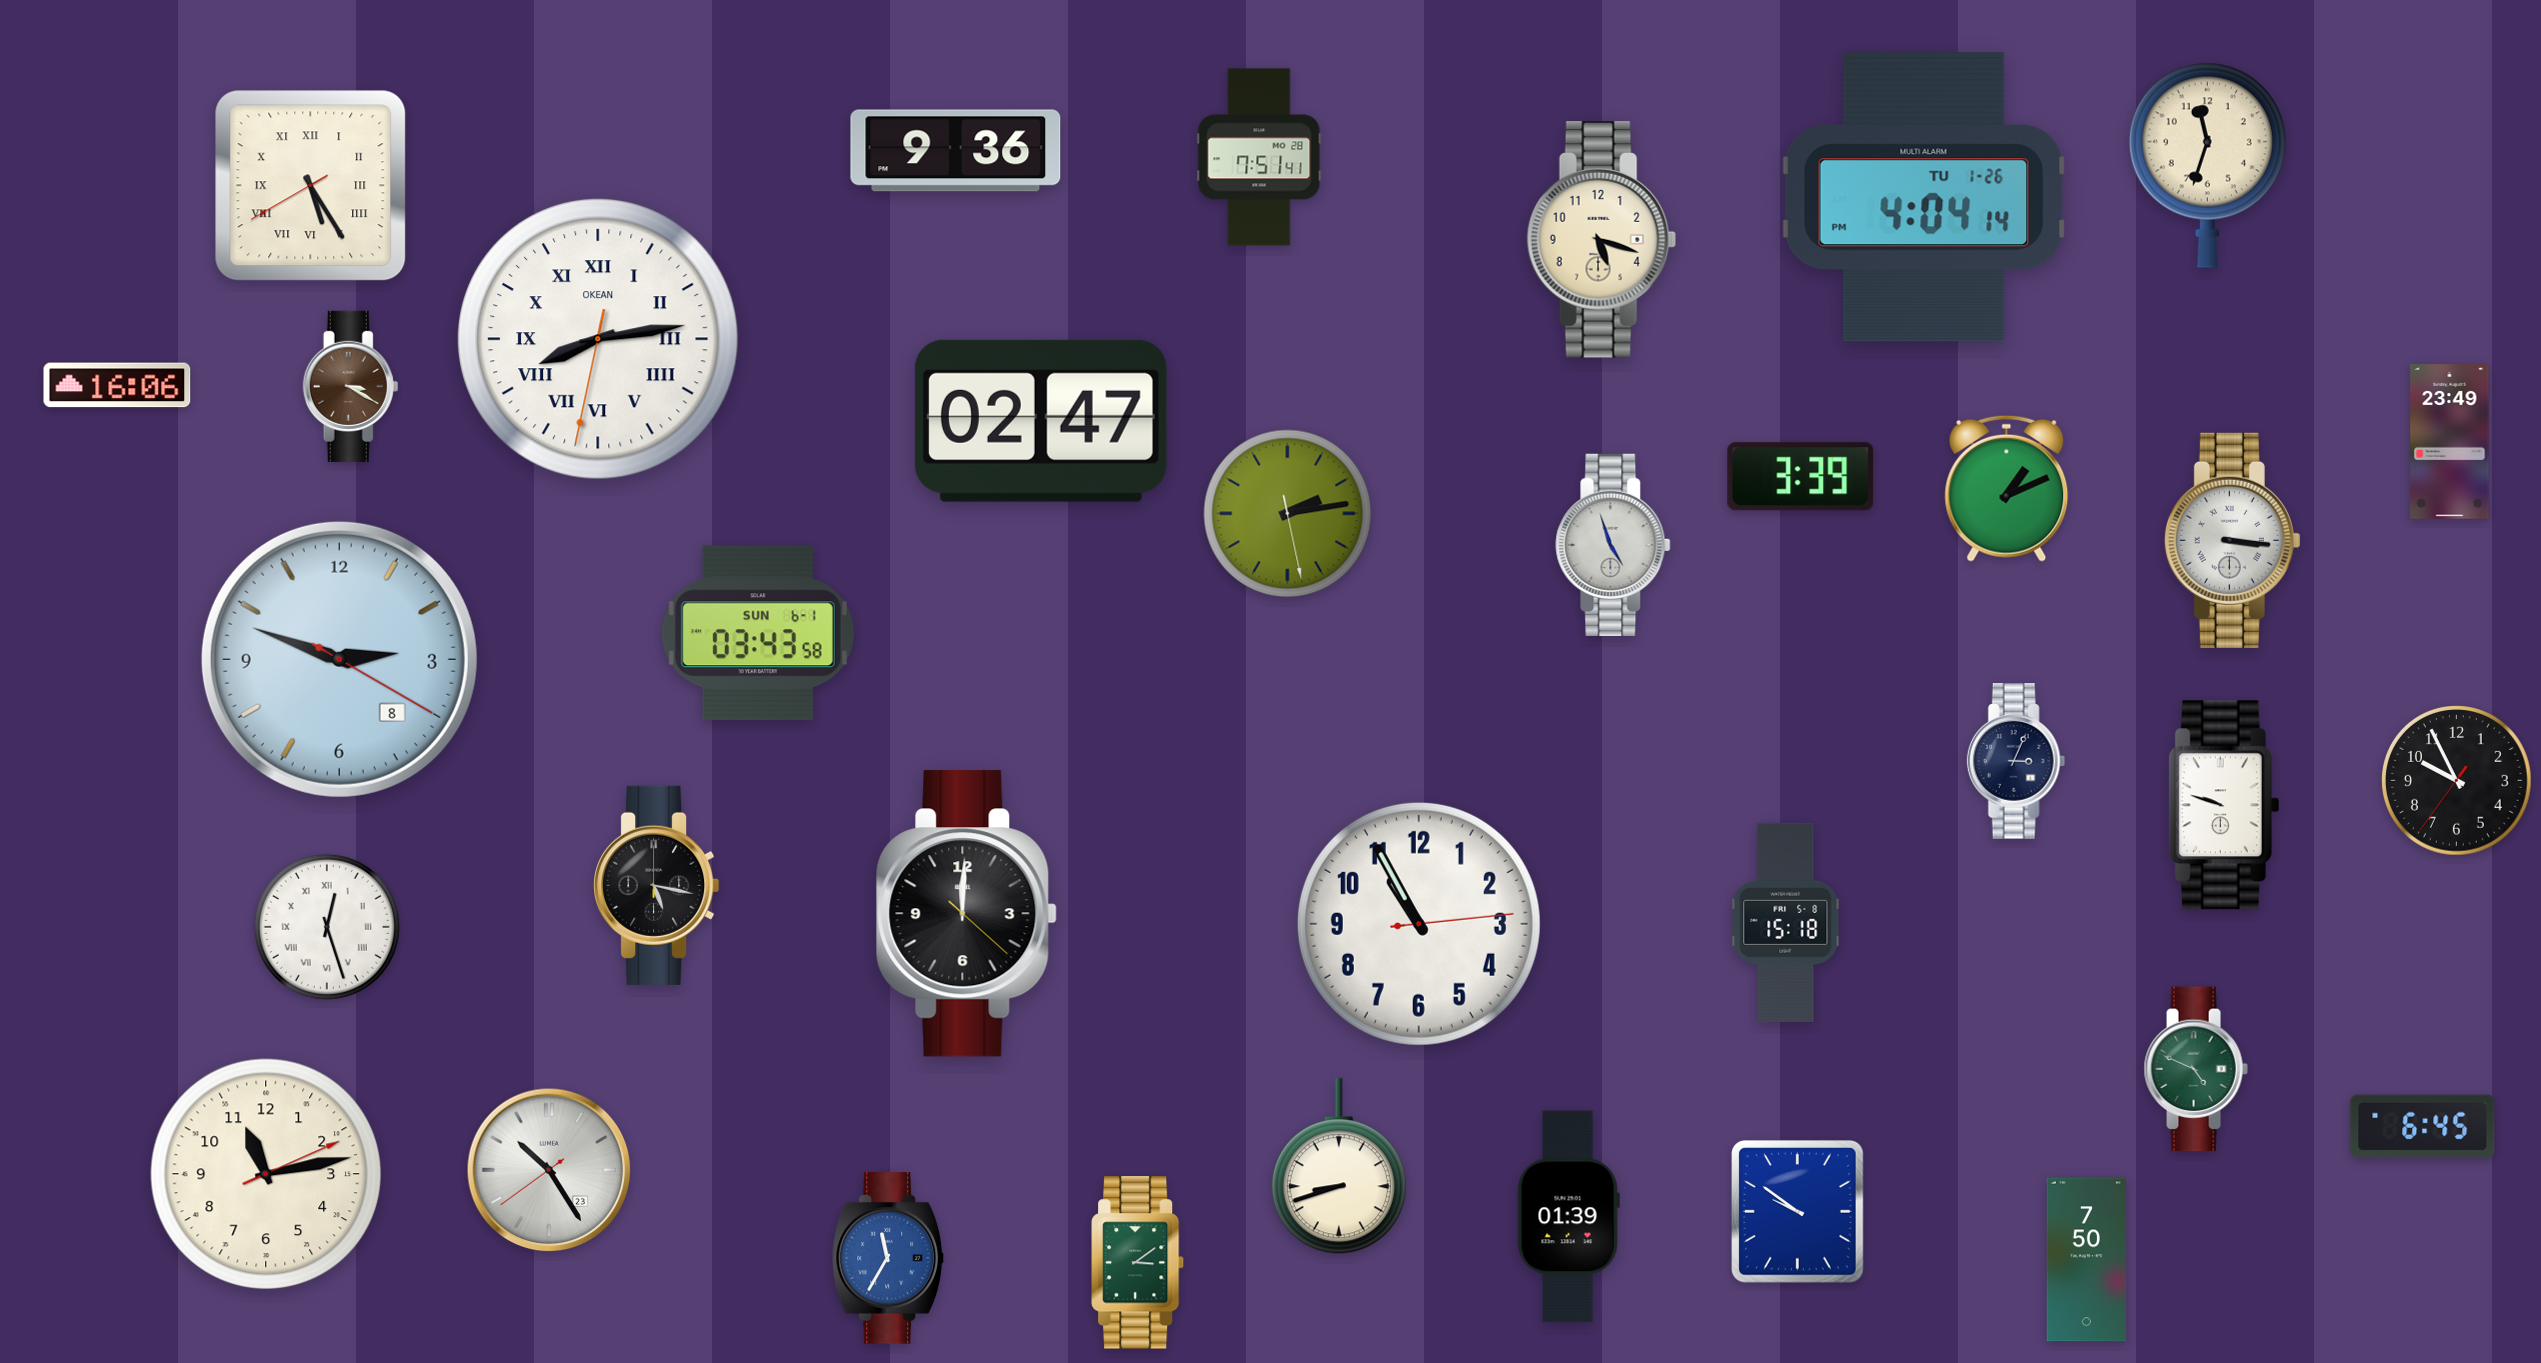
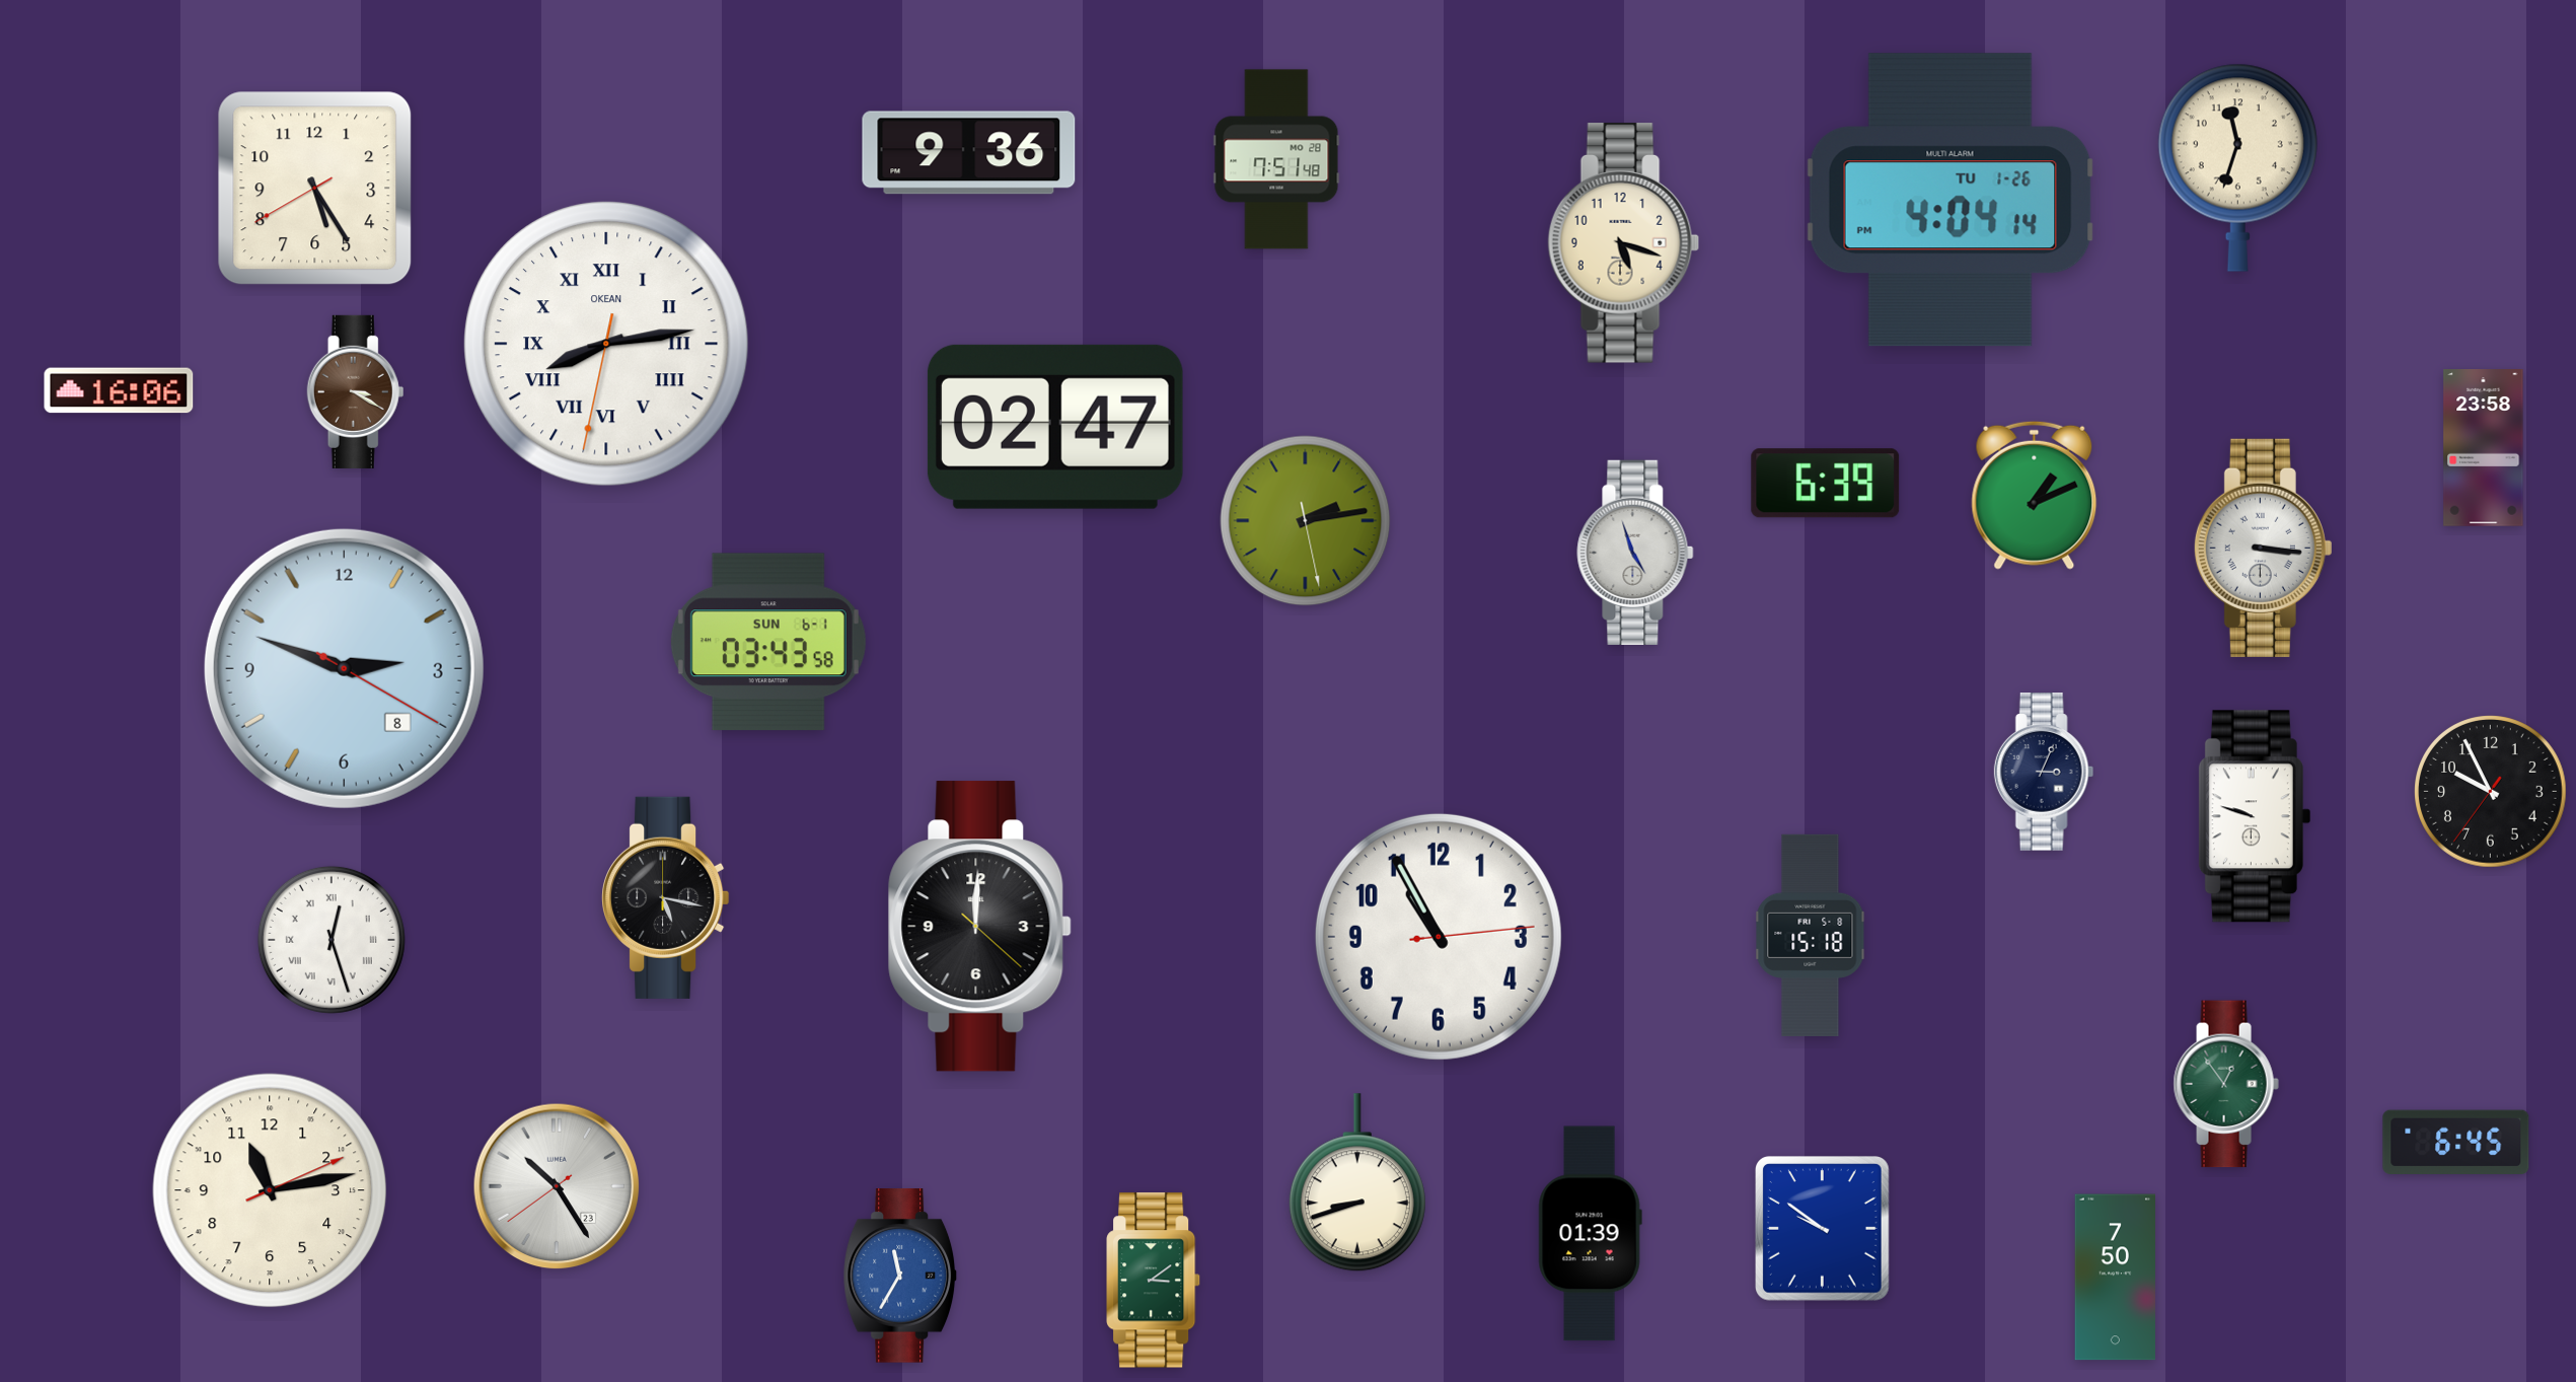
clock at (1259, 157): 7:51:41 -> 7:51:48
clock at (311, 186) numerals: Roman -> Arabic
clock at (2450, 442): 23:49 -> 23:58
clock at (1801, 477): 3:39 -> 6:39
clock at (2196, 1069): 4:49 -> 12:54
